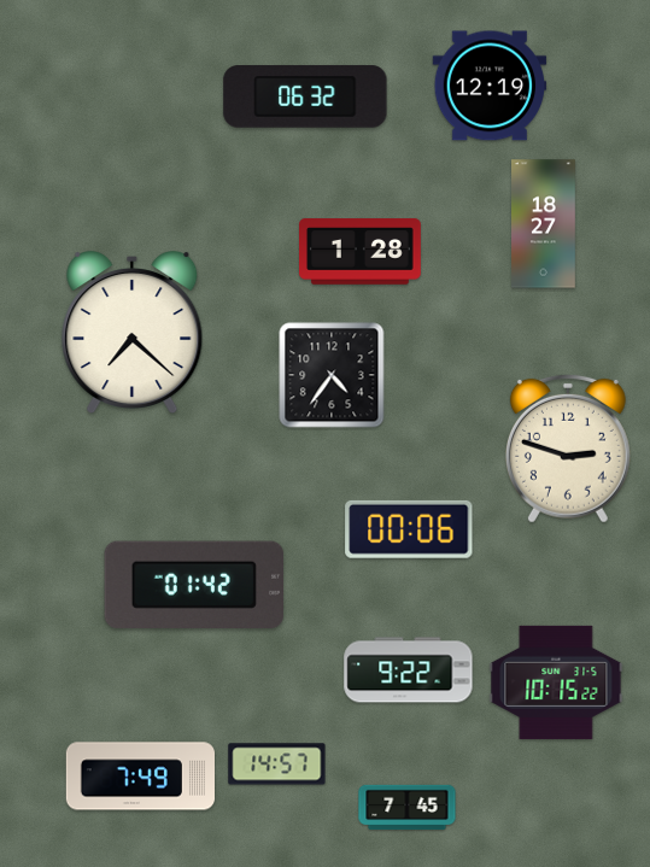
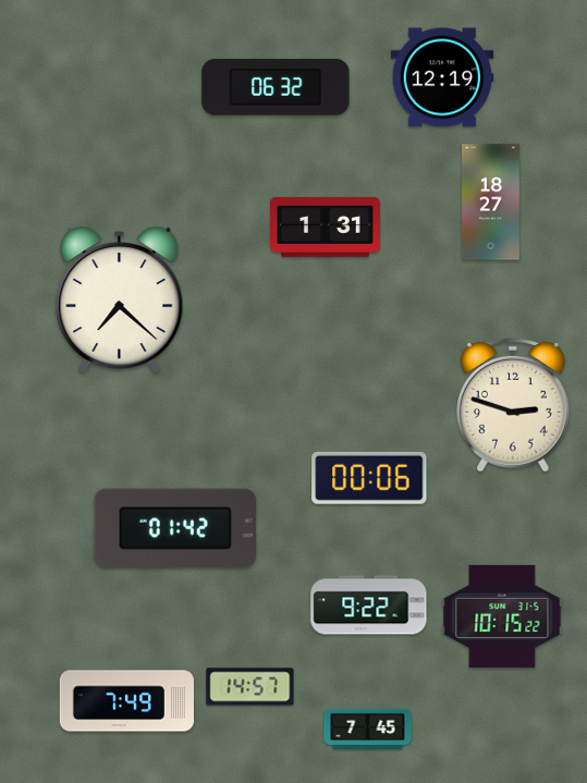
clock at (361, 252): 1:28 -> 1:31
clock at (332, 375): 4:36 -> none
clock at (277, 765) position: (277, 765) -> (250, 687)
